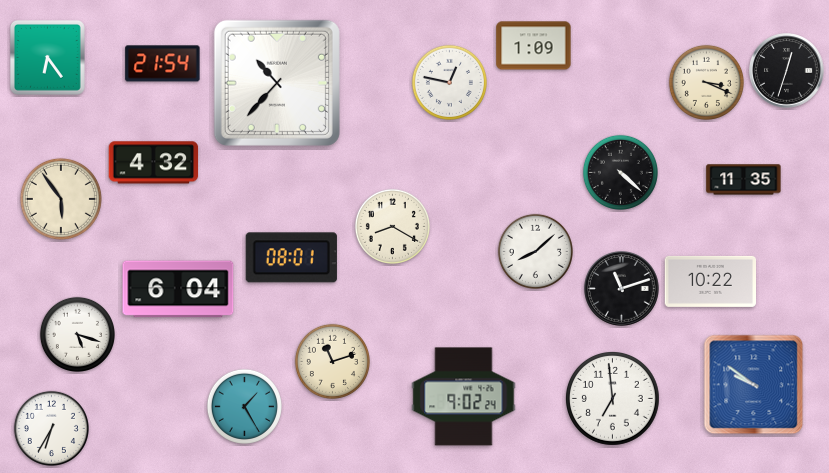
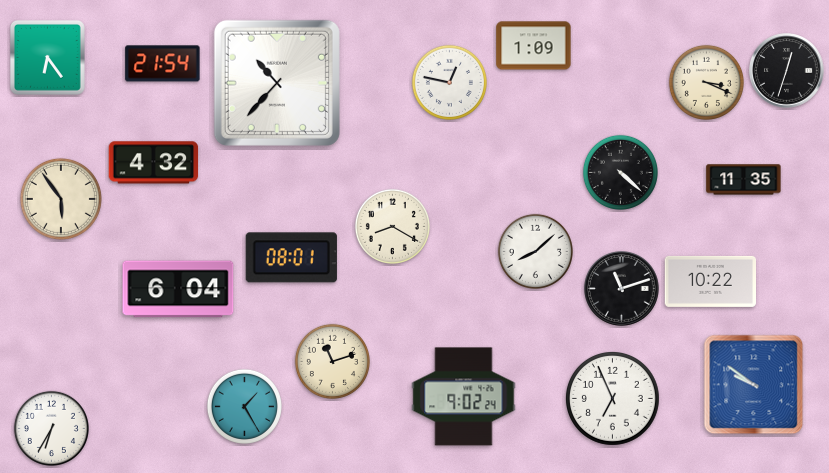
clock at (77, 334): 5:18 -> none
clock at (612, 398): 6:59 -> 6:56
